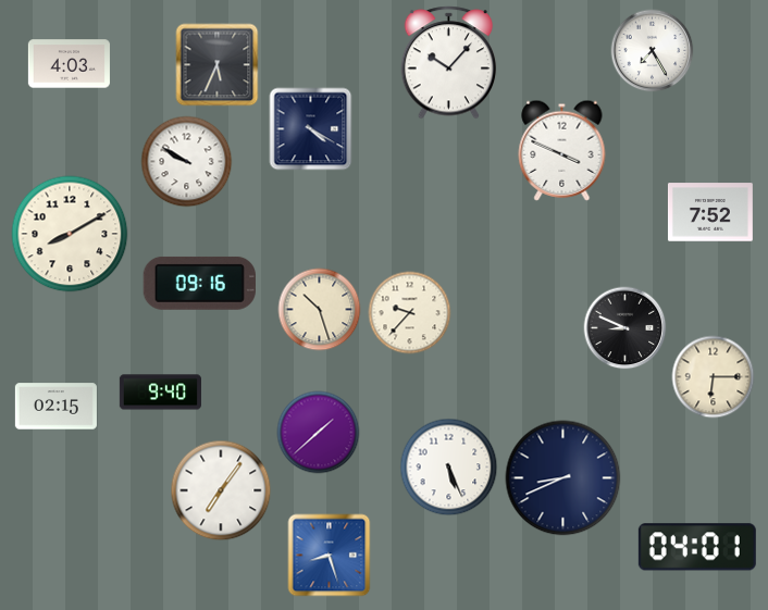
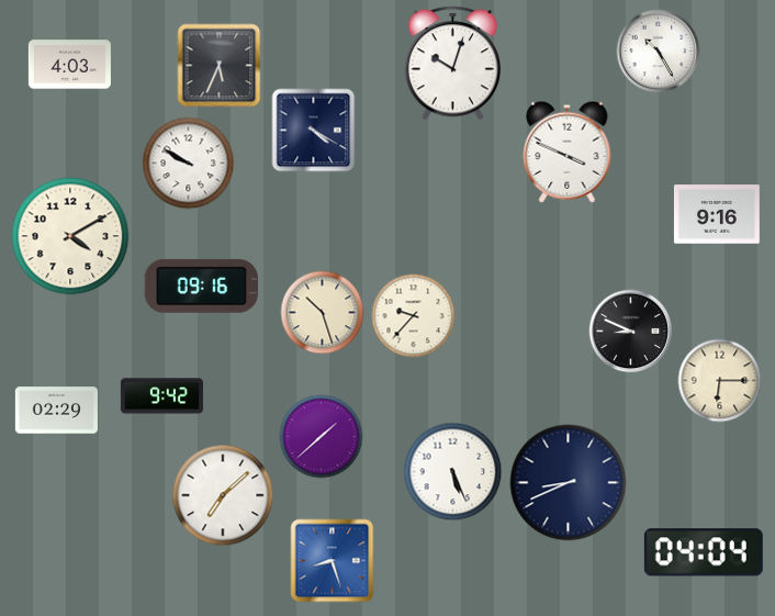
clock at (653, 51): 7:25 -> 10:25
clock at (449, 63): 10:07 -> 10:03
clock at (710, 212): 7:52 -> 9:16
clock at (70, 234): 8:10 -> 4:10
clock at (160, 393): 9:40 -> 9:42
clock at (55, 407): 02:15 -> 02:29
clock at (221, 490): 7:06 -> 7:08
clock at (697, 547): 04:01 -> 04:04
